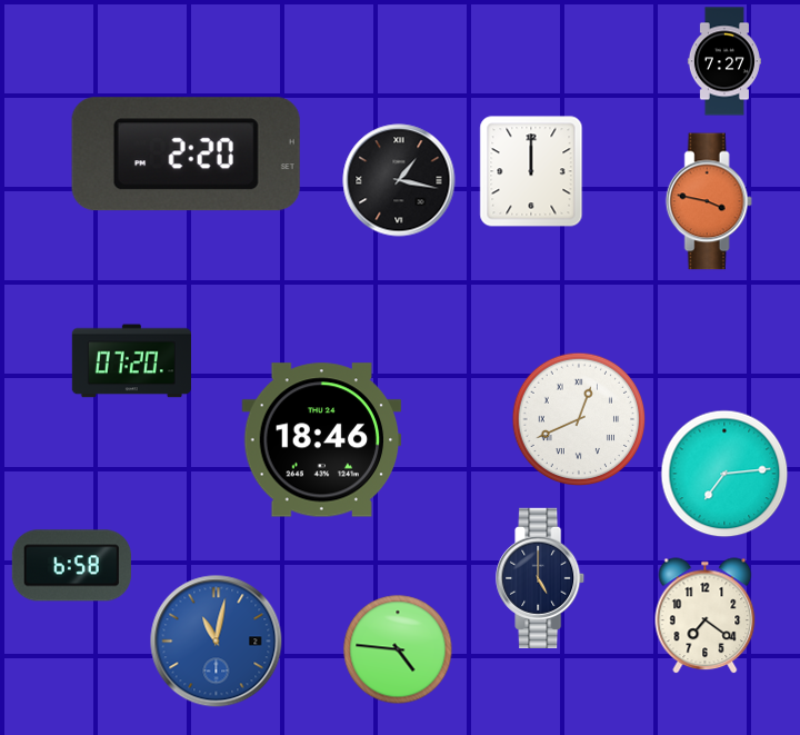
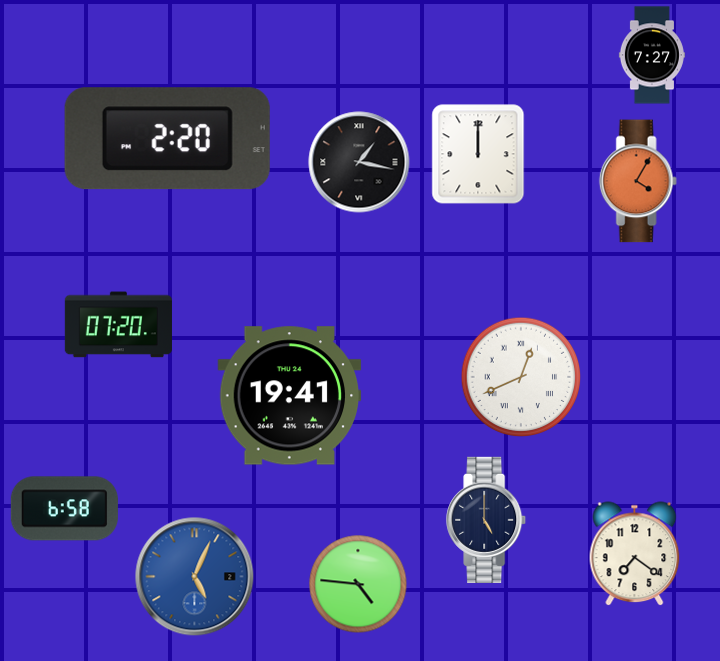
clock at (709, 201): 3:47 -> 4:05
clock at (322, 440): 18:46 -> 19:41
clock at (724, 474): 7:14 -> none
clock at (217, 642): 11:02 -> 5:04
